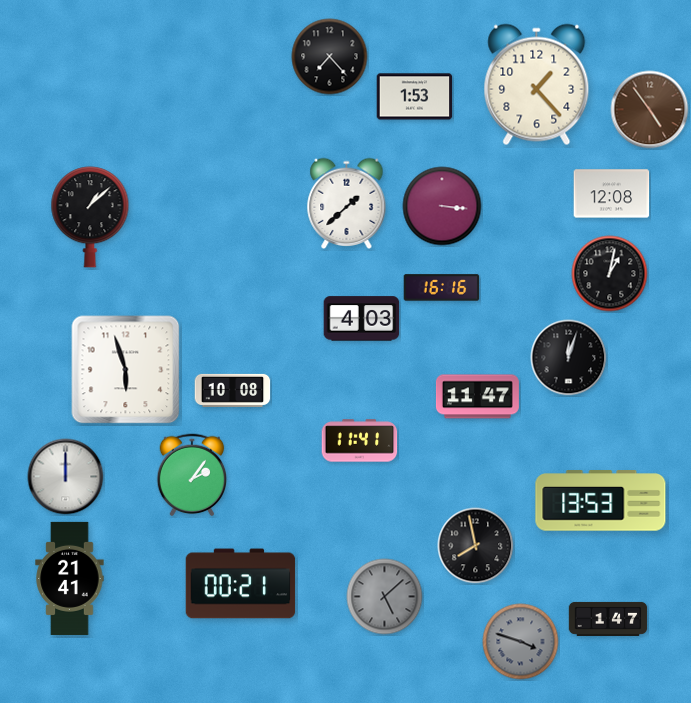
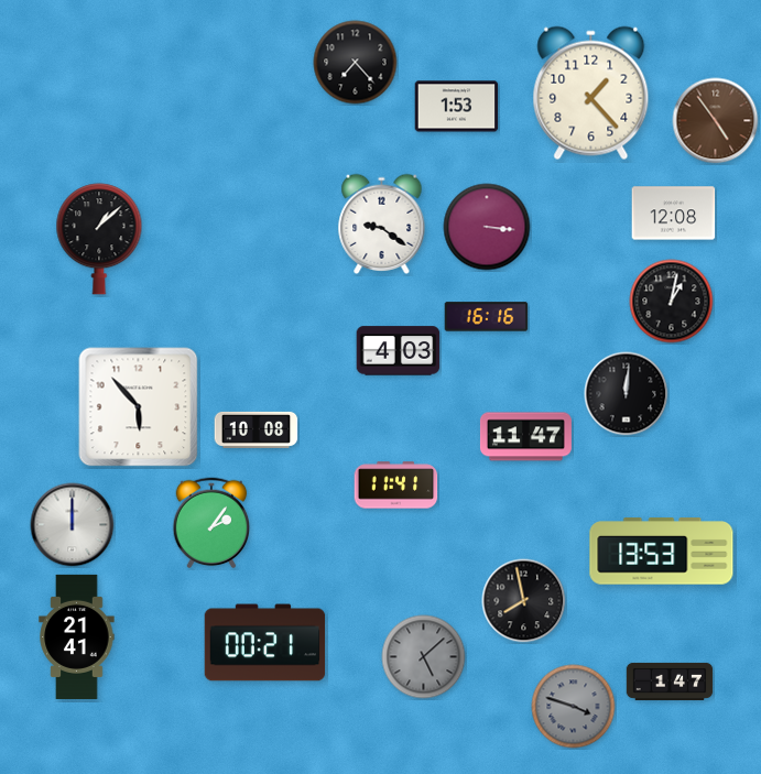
clock at (330, 57) position: (330, 57) -> (356, 63)
clock at (347, 203): 1:38 -> 9:21
clock at (569, 358): 12:03 -> 12:01
clock at (126, 370): 5:57 -> 5:53
